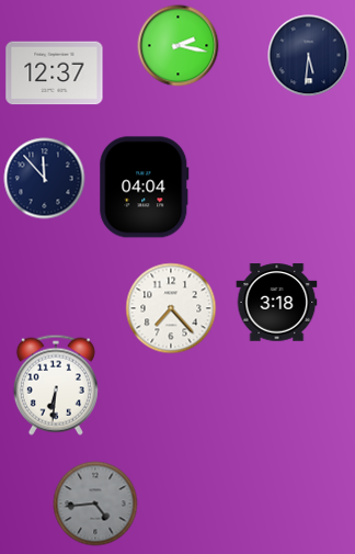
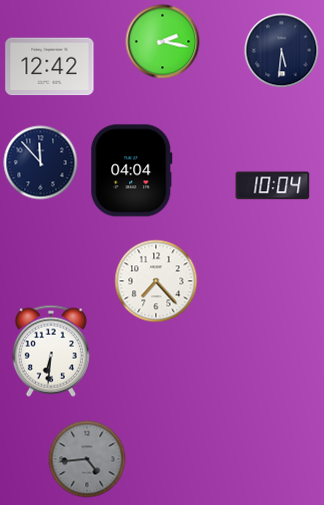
clock at (55, 74): 12:37 -> 12:42
clock at (273, 186): none -> 10:04
clock at (277, 303): 3:18 -> none
